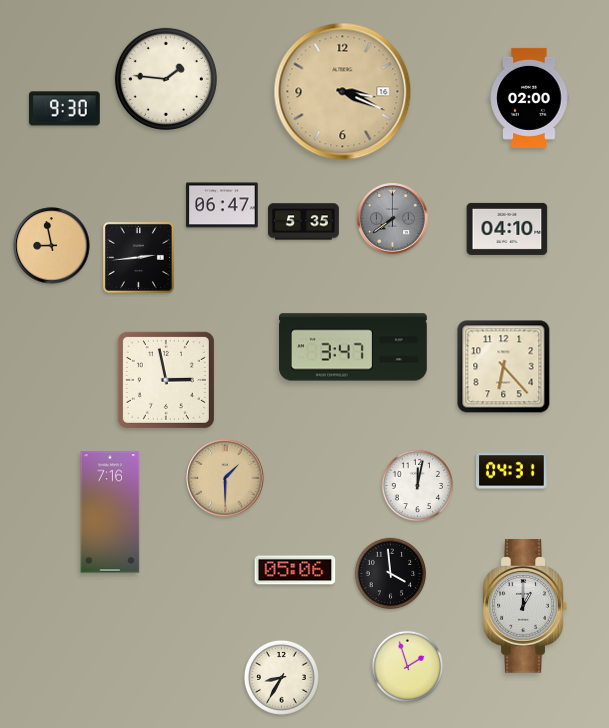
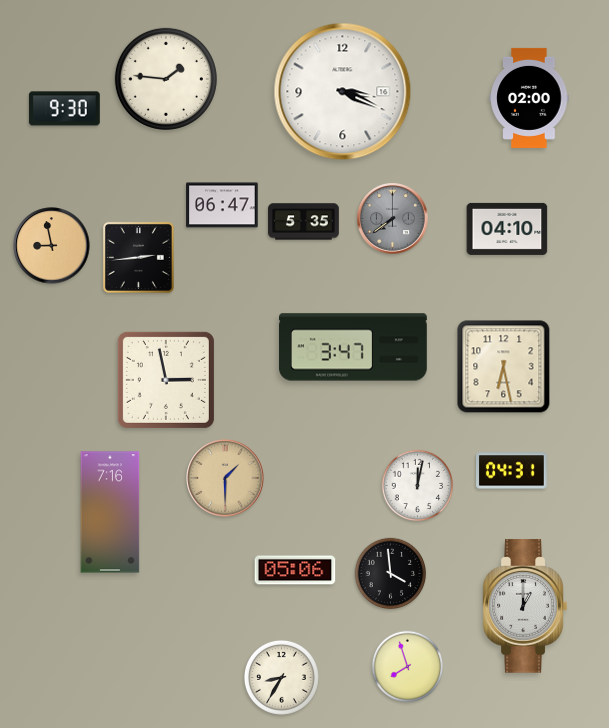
clock at (343, 92) dial: champagne -> white
clock at (504, 367): 6:23 -> 6:28
clock at (408, 667): 1:57 -> 7:57
